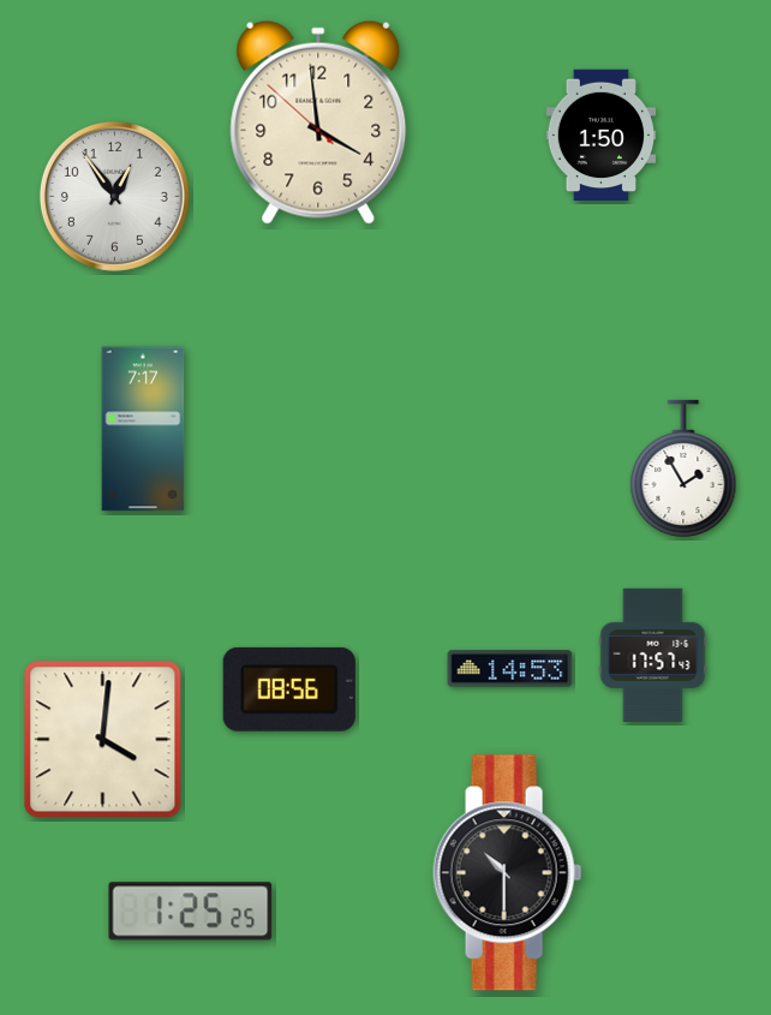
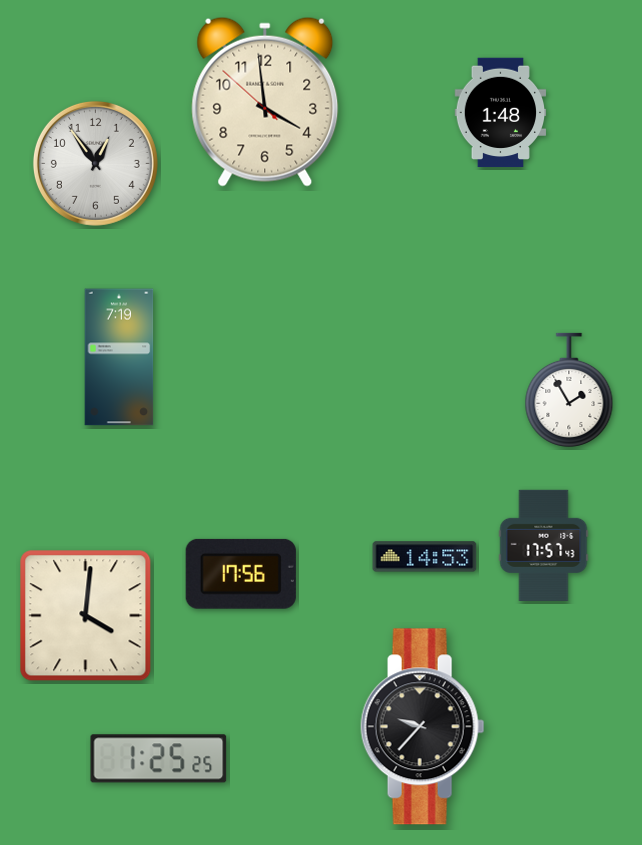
clock at (602, 136): 1:50 -> 1:48
clock at (143, 429): 7:17 -> 7:19
clock at (289, 689): 08:56 -> 17:56
clock at (508, 873): 10:30 -> 9:37
